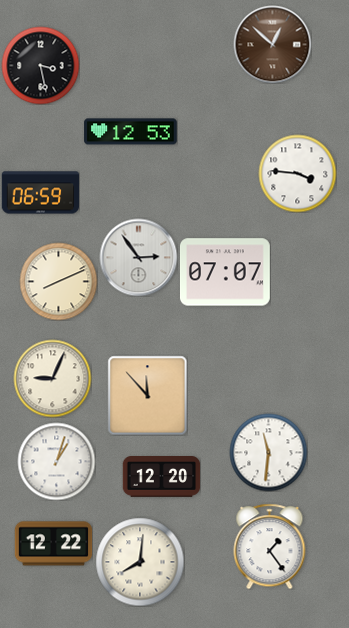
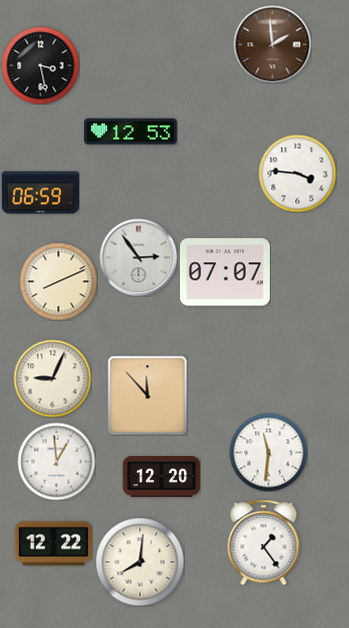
clock at (272, 44): 12:52 -> 1:59
clock at (56, 461): 1:03 -> 12:59
clock at (270, 546) position: (270, 546) -> (264, 542)
